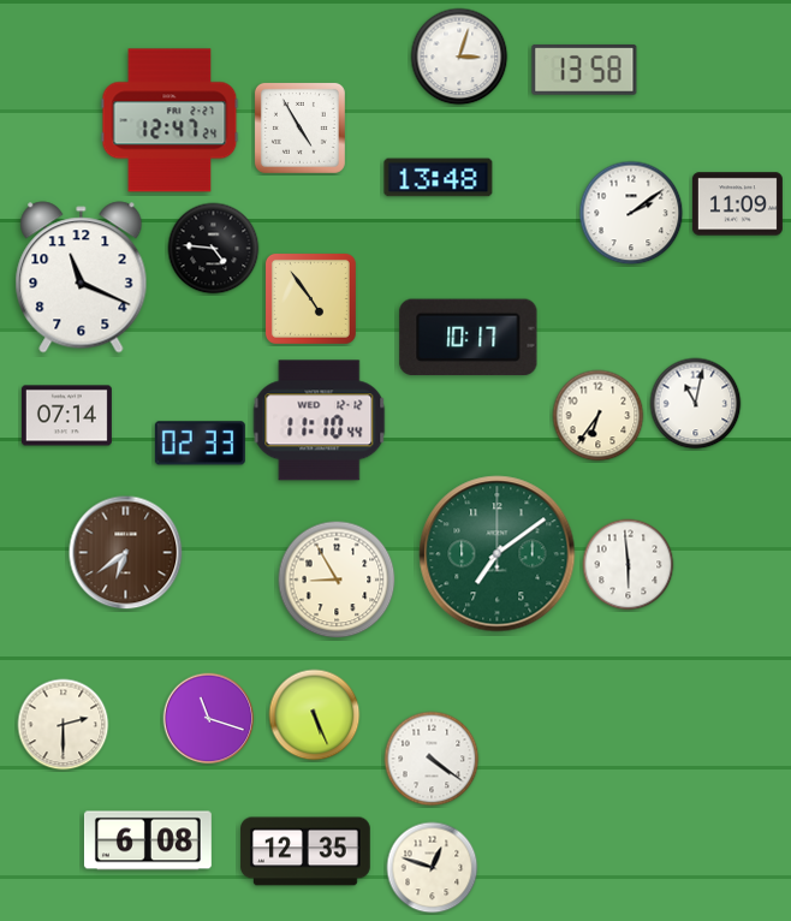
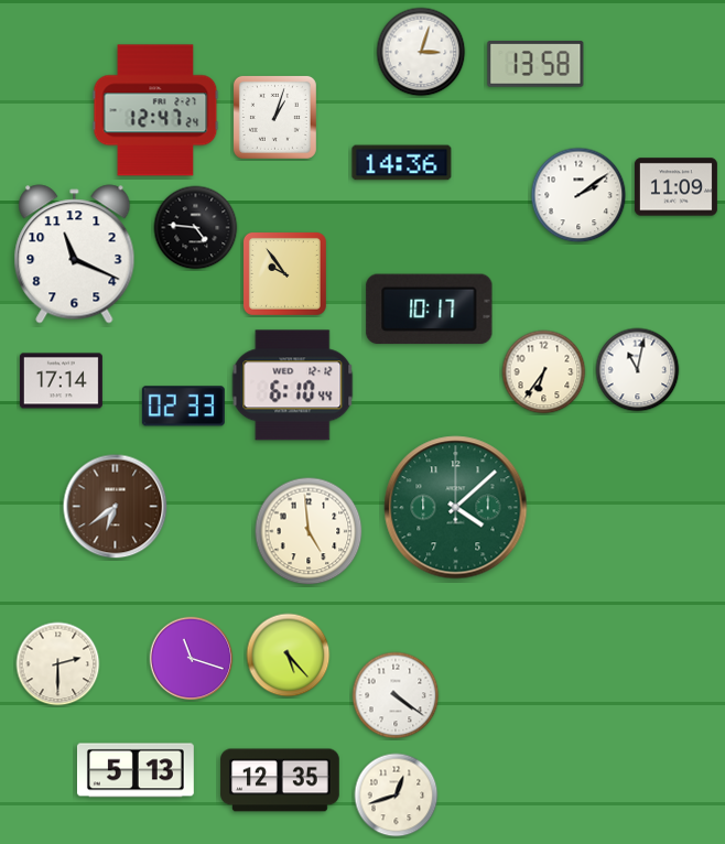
clock at (299, 127): 4:55 -> 1:03
clock at (439, 178): 13:48 -> 14:36
clock at (310, 298): 4:54 -> 9:54
clock at (66, 416): 07:14 -> 17:14
clock at (599, 416) position: (599, 416) -> (544, 372)
clock at (320, 421): 11:10 -> 6:10
clock at (498, 554): 7:09 -> 4:08
clock at (629, 565): 5:59 -> none
clock at (337, 580): 8:55 -> 4:59
clock at (315, 715): 5:26 -> 5:23
clock at (148, 840): 6:08 -> 5:13
clock at (433, 868): 12:48 -> 12:42
